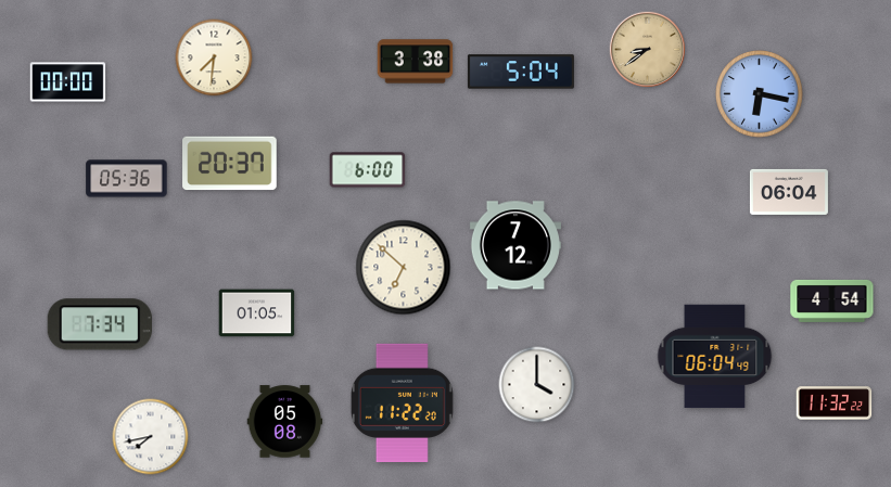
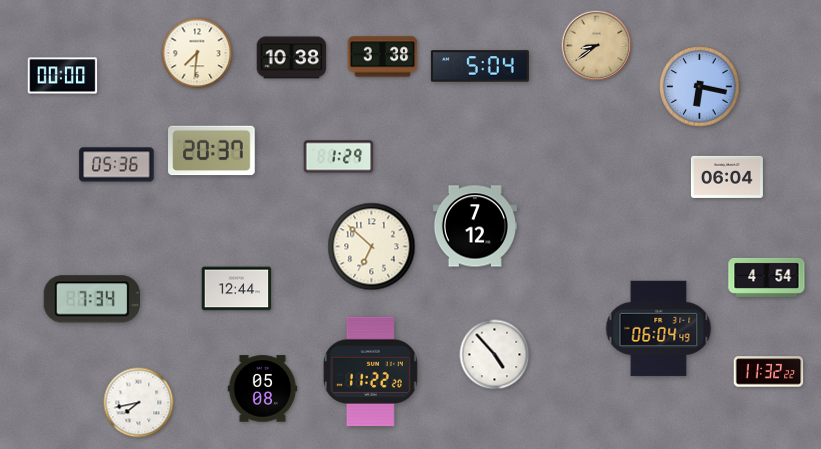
clock at (292, 58): none -> 10:38
clock at (368, 170): 6:00 -> 1:29
clock at (257, 313): 01:05 -> 12:44
clock at (537, 385): 4:00 -> 4:53
